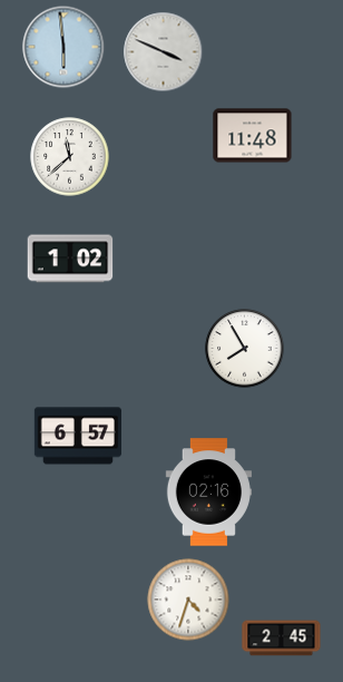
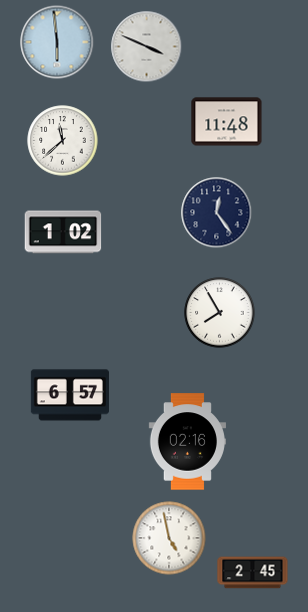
clock at (217, 213): none -> 12:24
clock at (78, 436) position: (78, 436) -> (70, 395)
clock at (188, 600): 4:33 -> 4:58
